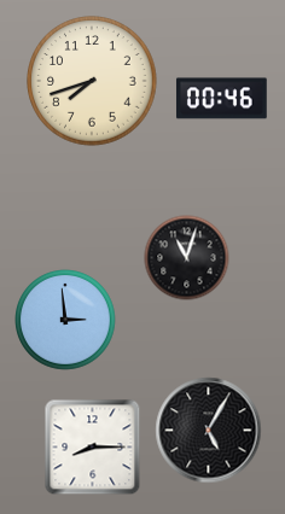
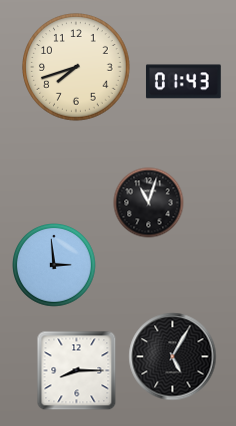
clock at (221, 99): 00:46 -> 01:43
clock at (187, 258) position: (187, 258) -> (149, 203)
